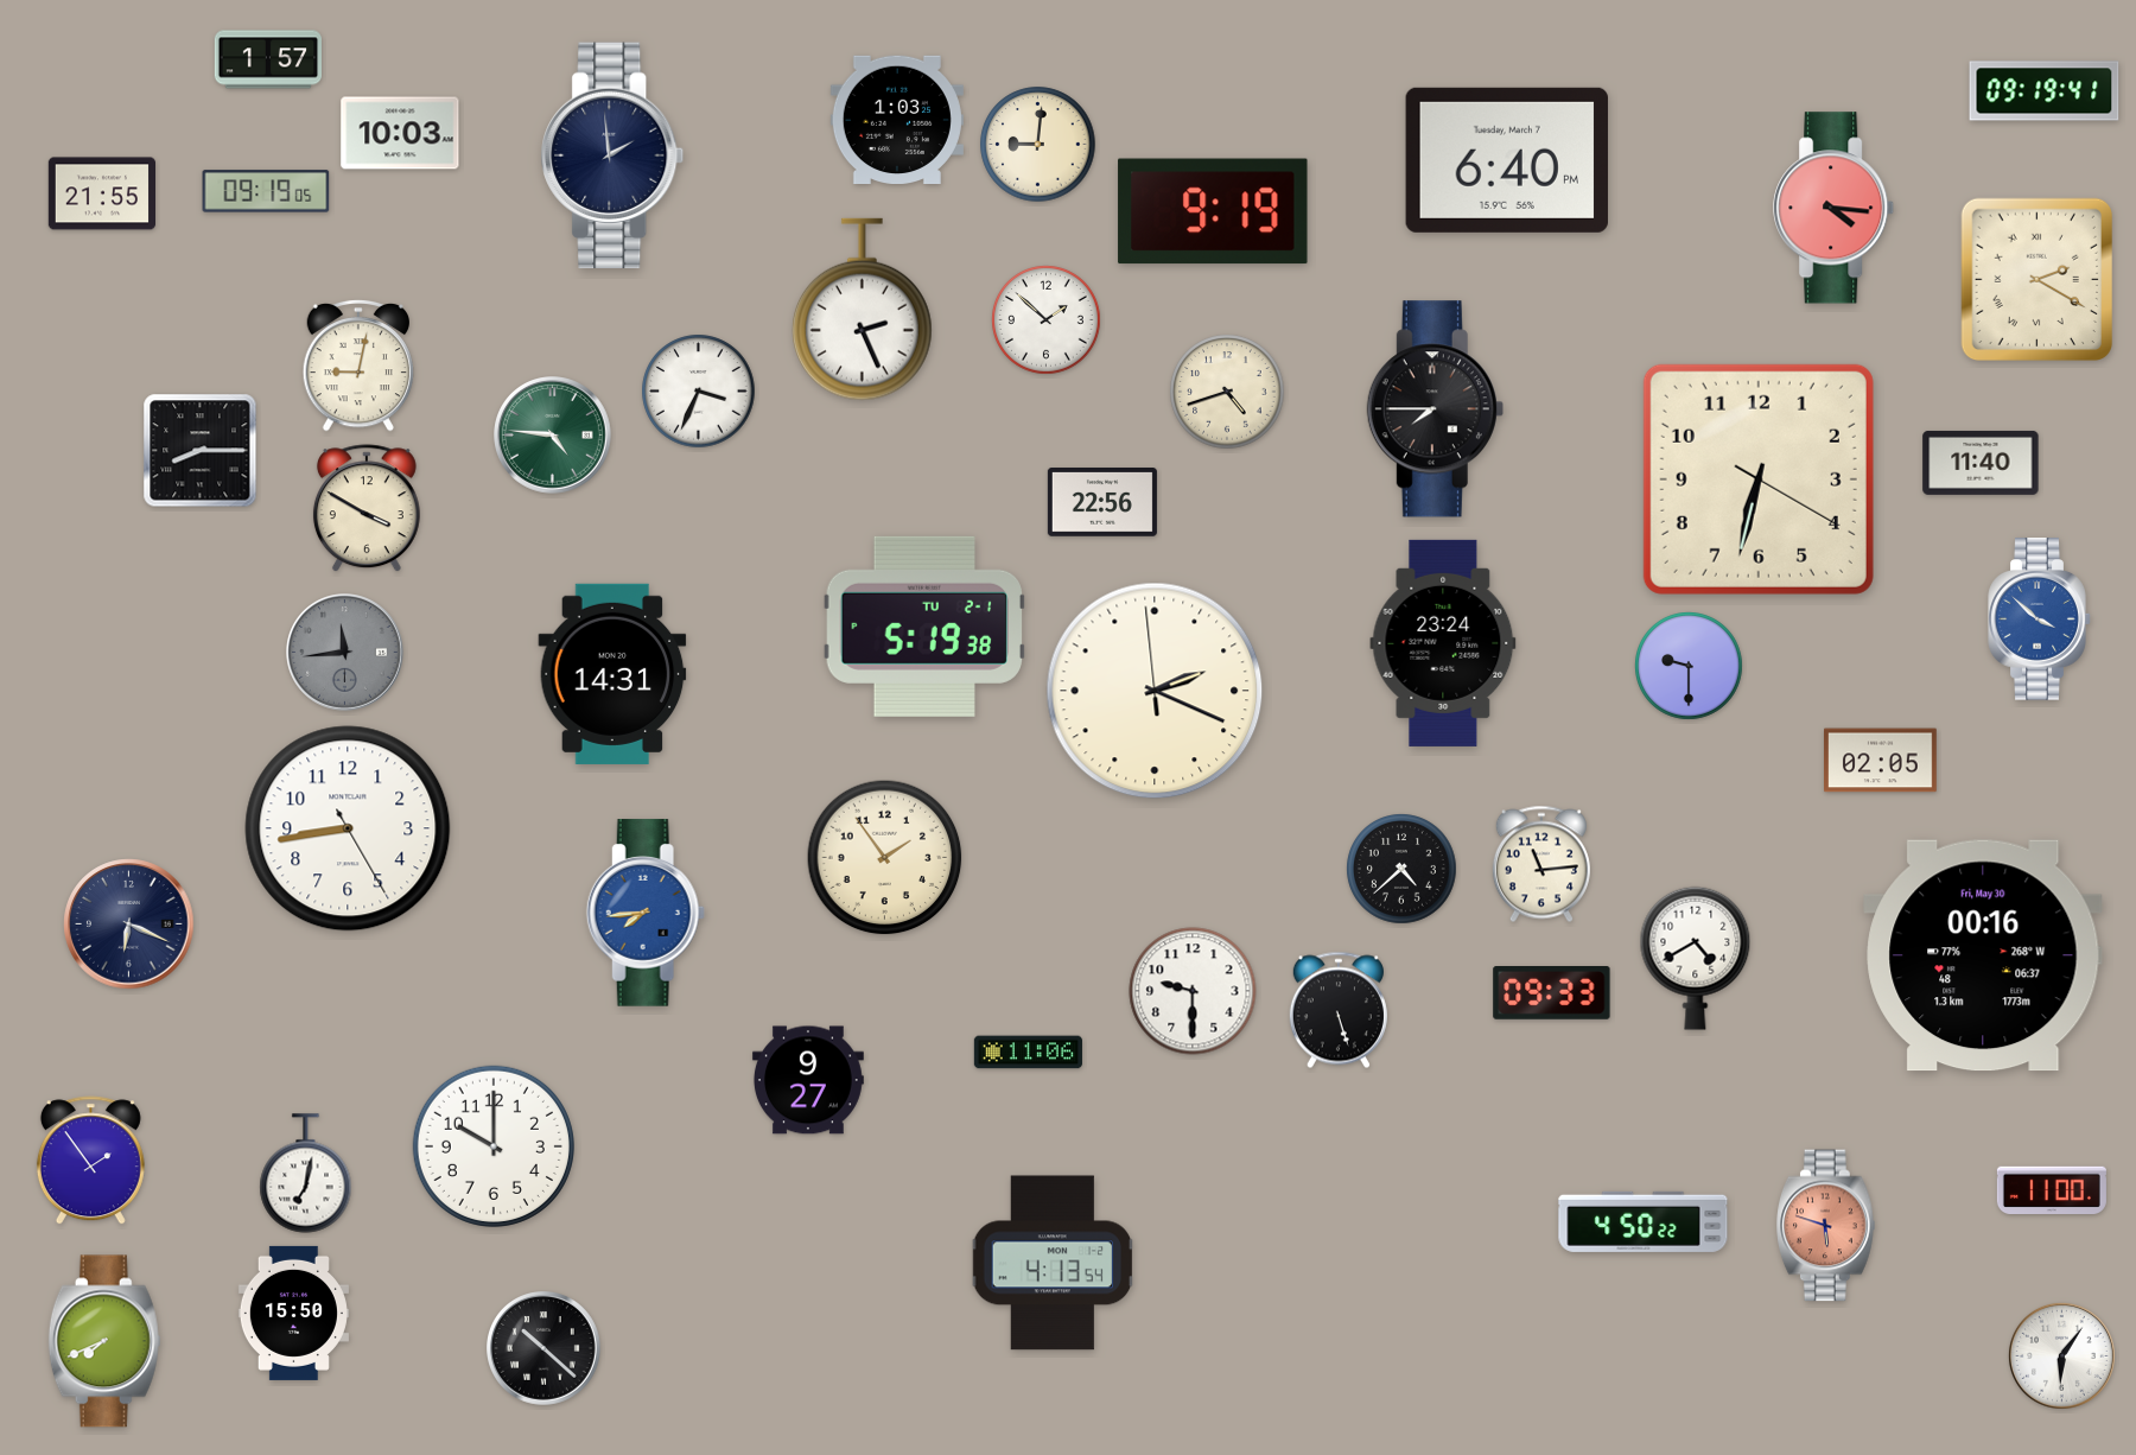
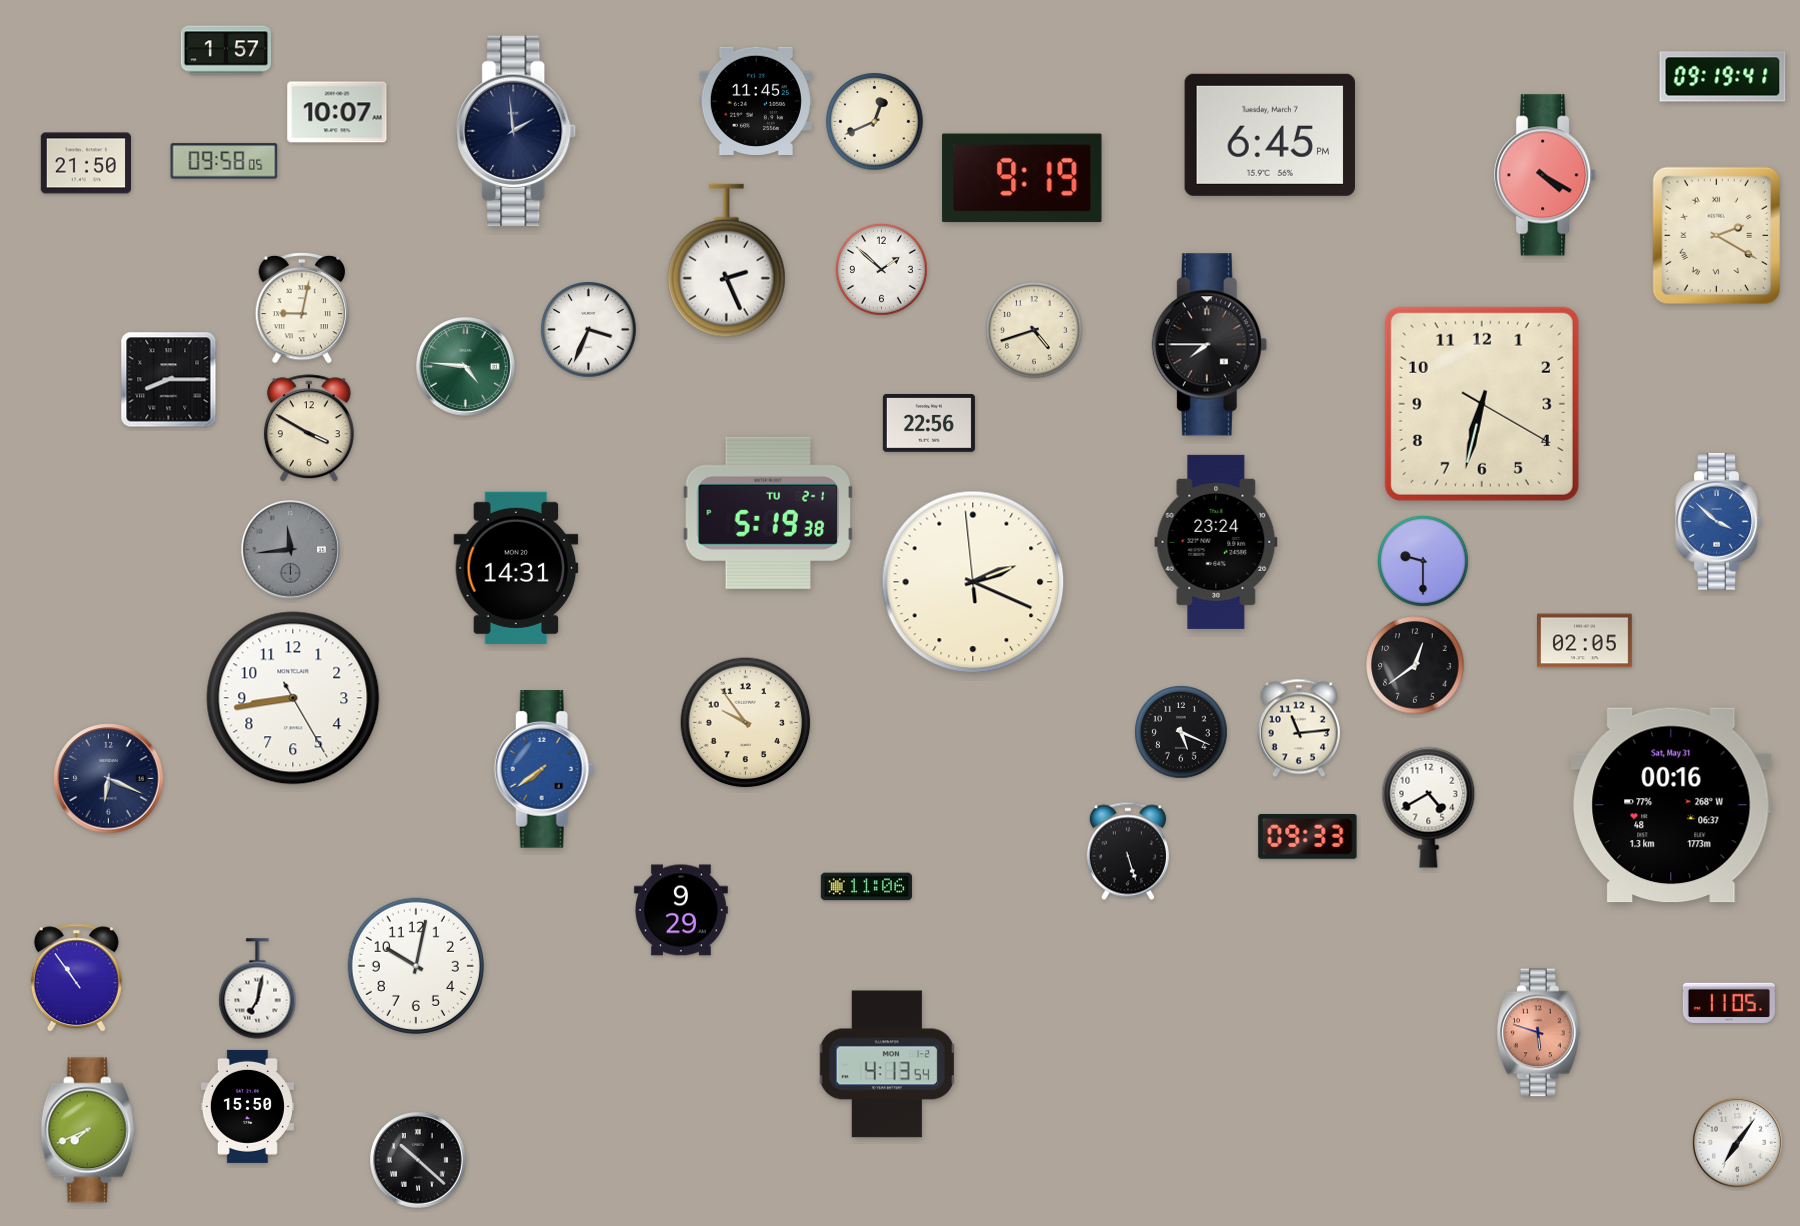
clock at (897, 119): 1:03 -> 11:45
clock at (400, 133): 10:03 -> 10:07
clock at (1038, 145): 9:01 -> 12:41
clock at (1506, 160): 6:40 -> 6:45
clock at (266, 191): 09:19 -> 09:58
clock at (101, 193): 21:55 -> 21:50
clock at (1835, 208): 4:16 -> 4:20
clock at (1981, 463): 11:40 -> none
clock at (923, 627) position: (923, 627) -> (767, 513)
clock at (1415, 665): none -> 12:39
clock at (885, 858): 1:54 -> 9:54
clock at (1401, 869): 4:38 -> 5:19
clock at (646, 913): 7:44 -> 7:39
clock at (1983, 955) date: Fri, May 30 -> Sat, May 31
clock at (1193, 991): 9:30 -> none
clock at (808, 1080): 9:27 -> 9:29
clock at (494, 1146): 10:00 -> 10:02
clock at (90, 1161): 1:54 -> 10:54
clock at (2052, 1189): 11:00 -> 11:05
clock at (1644, 1221): 4:50 -> none
clock at (545, 1349) position: (545, 1349) -> (419, 1161)
clock at (2061, 1355): 6:06 -> 7:06
